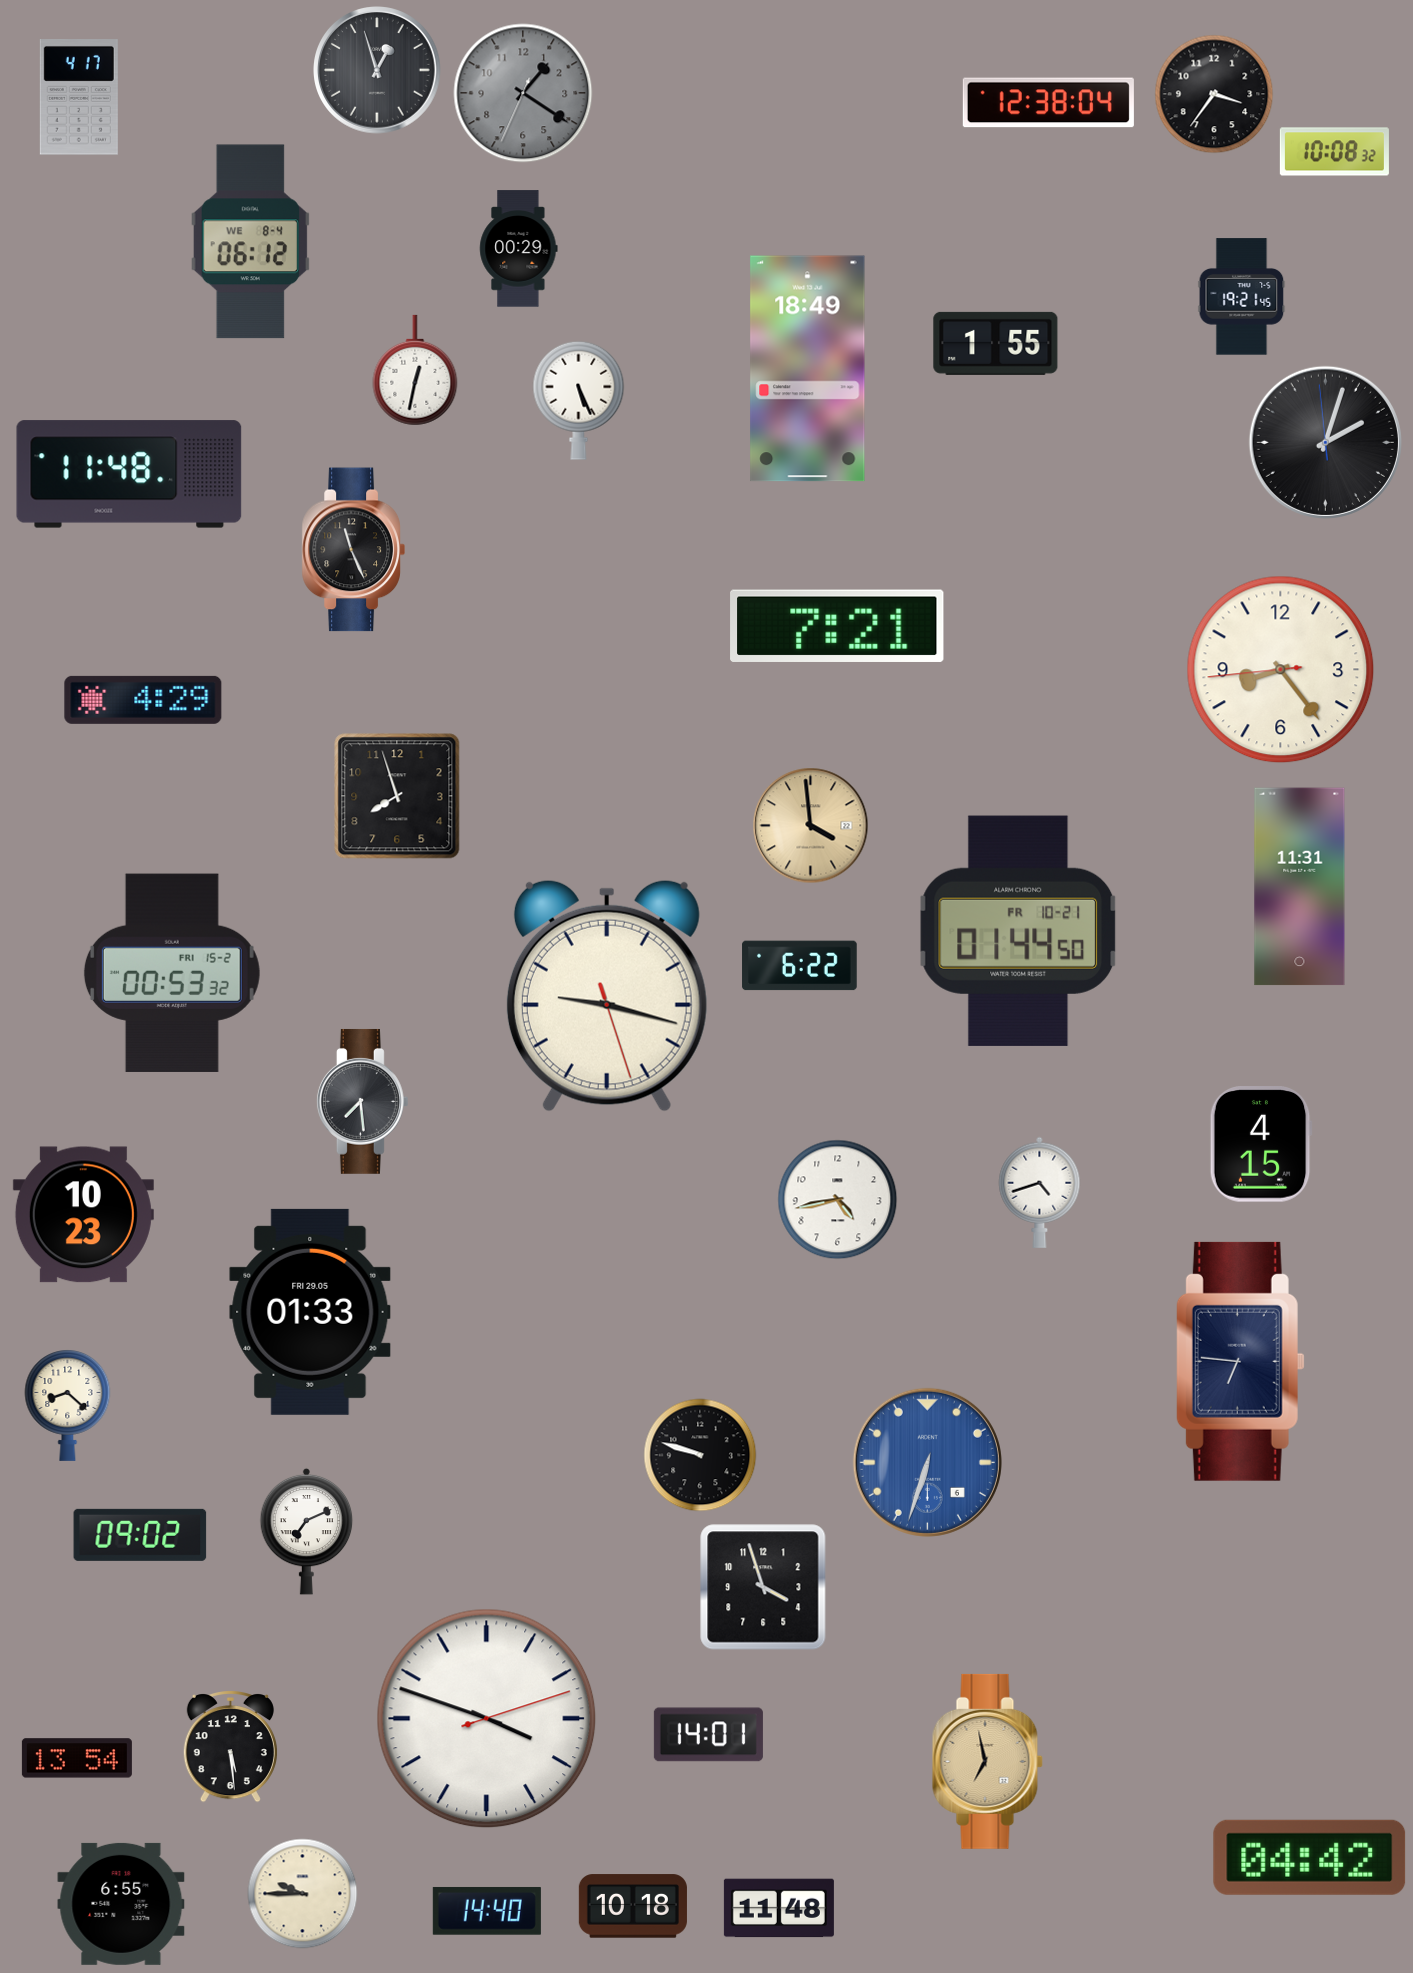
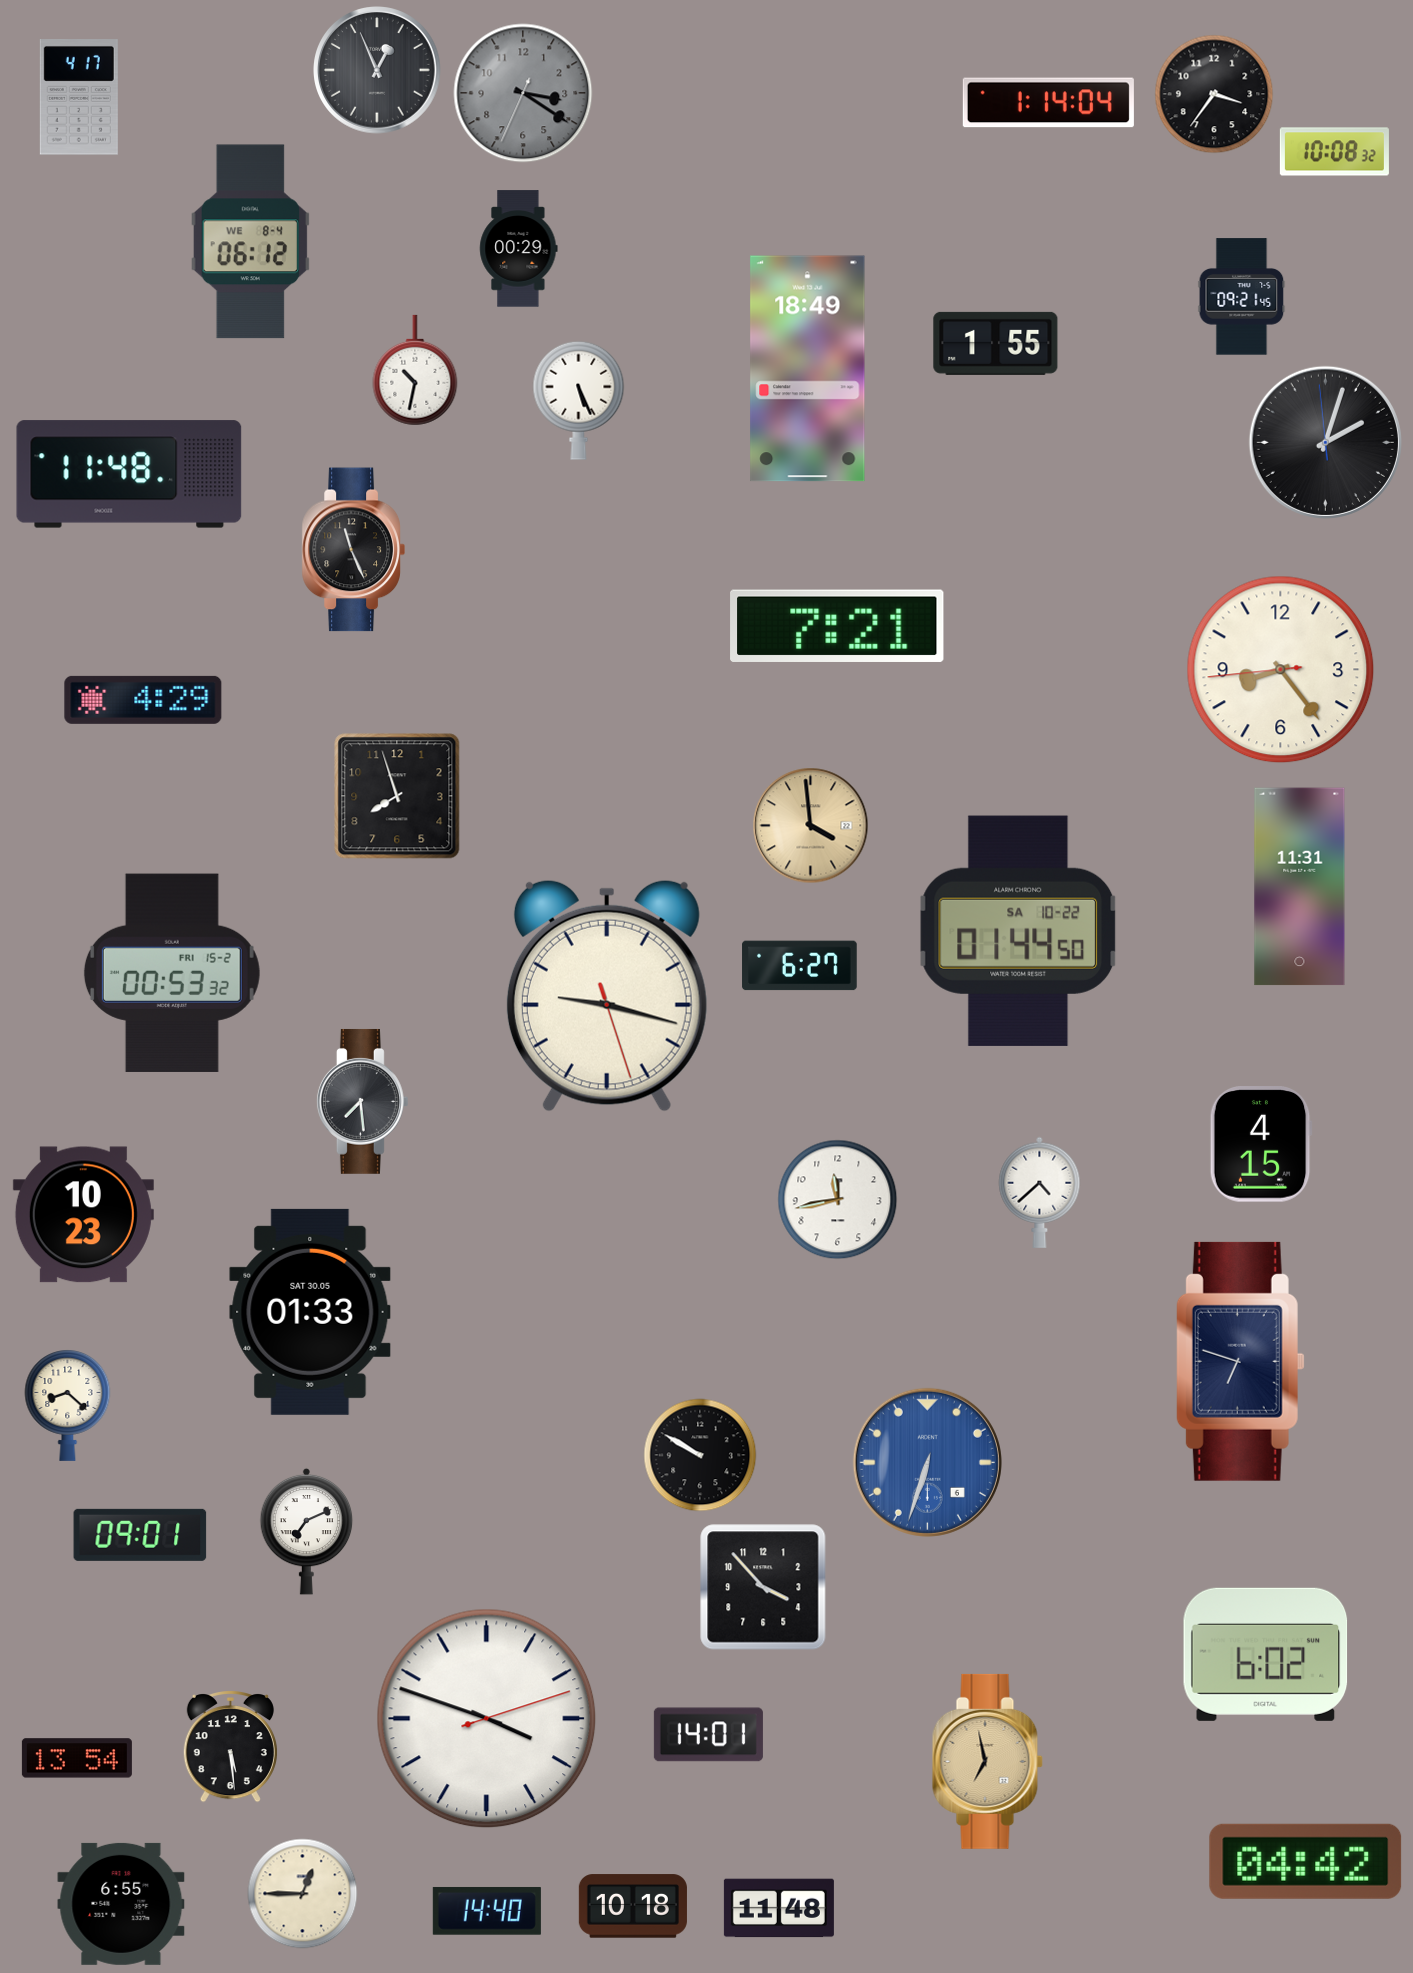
clock at (377, 70): 12:57 -> 12:56
clock at (523, 93): 1:20 -> 3:20
clock at (1048, 103): 12:38 -> 1:14
clock at (1242, 297): 19:21 -> 09:21
clock at (415, 370): 12:32 -> 10:32
clock at (1018, 931) date: FR 10-21 -> SA 10-22
clock at (800, 966): 6:22 -> 6:27
clock at (1040, 1192): 4:42 -> 4:38
clock at (838, 1200): 4:43 -> 11:43
clock at (310, 1312) date: FRI 29.05 -> SAT 30.05
clock at (1240, 1361): 6:46 -> 6:48
clock at (700, 1455): 9:48 -> 9:50
clock at (140, 1535): 09:02 -> 09:01
clock at (763, 1587): 3:57 -> 3:53
clock at (1266, 1654): none -> 6:02
clock at (1310, 1857) position: (1310, 1857) -> (1306, 1861)
clock at (303, 1894): 9:45 -> 12:45
